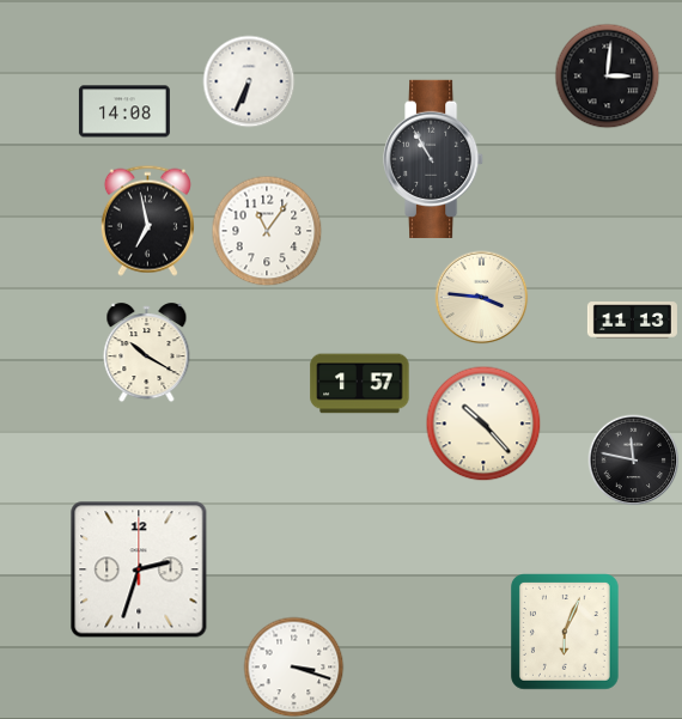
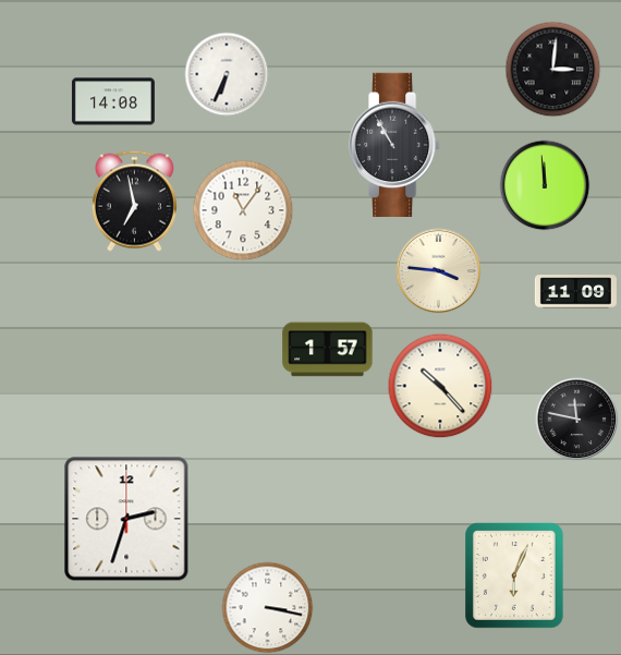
clock at (545, 185): none -> 11:59
clock at (632, 321): 11:13 -> 11:09
clock at (147, 353): 10:20 -> none
clock at (294, 668): 3:18 -> 3:17
